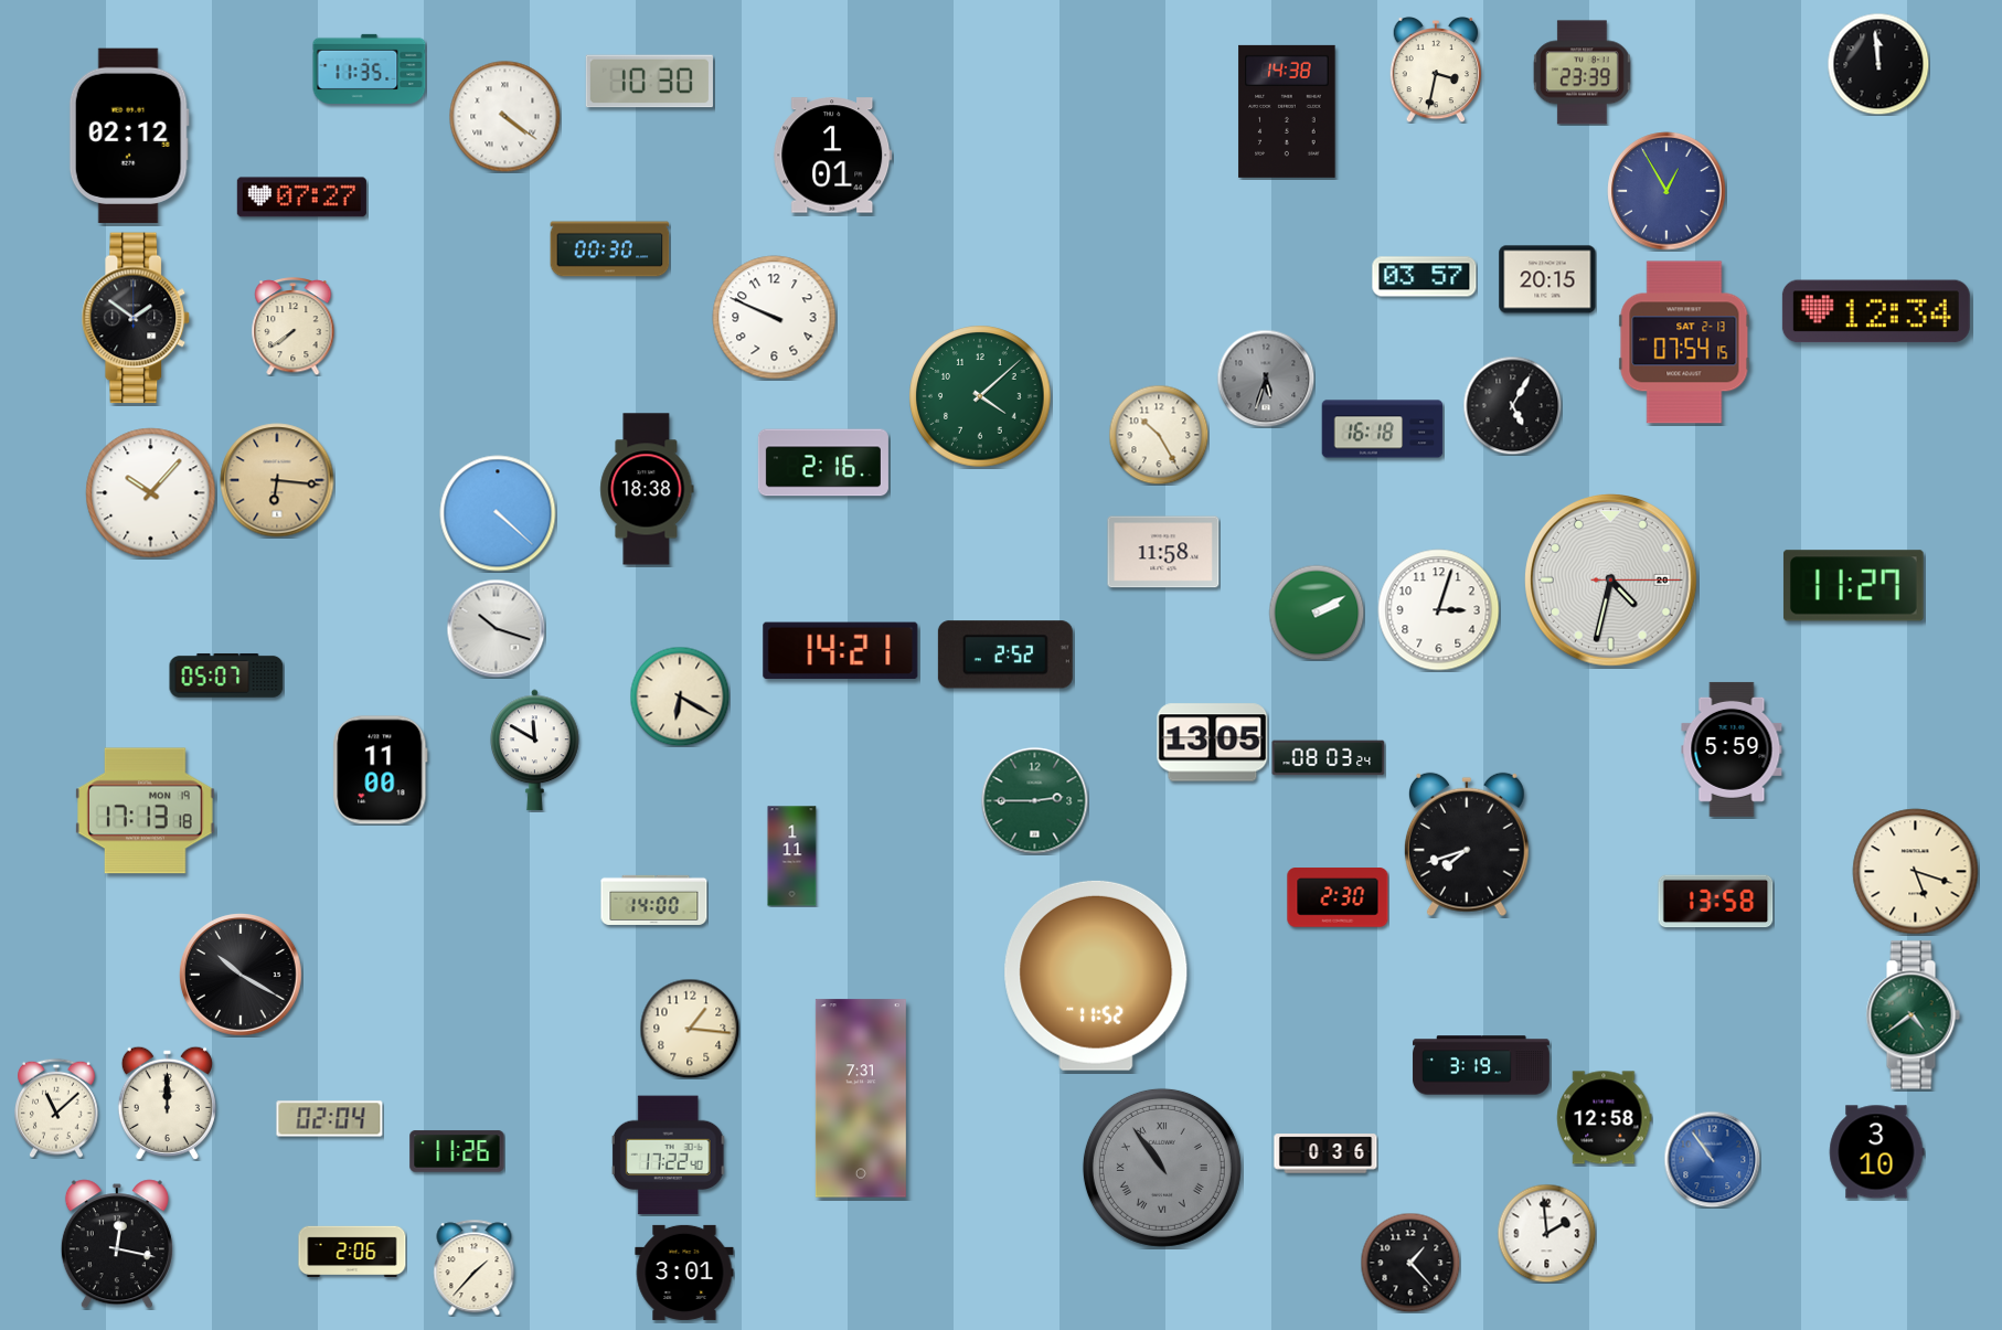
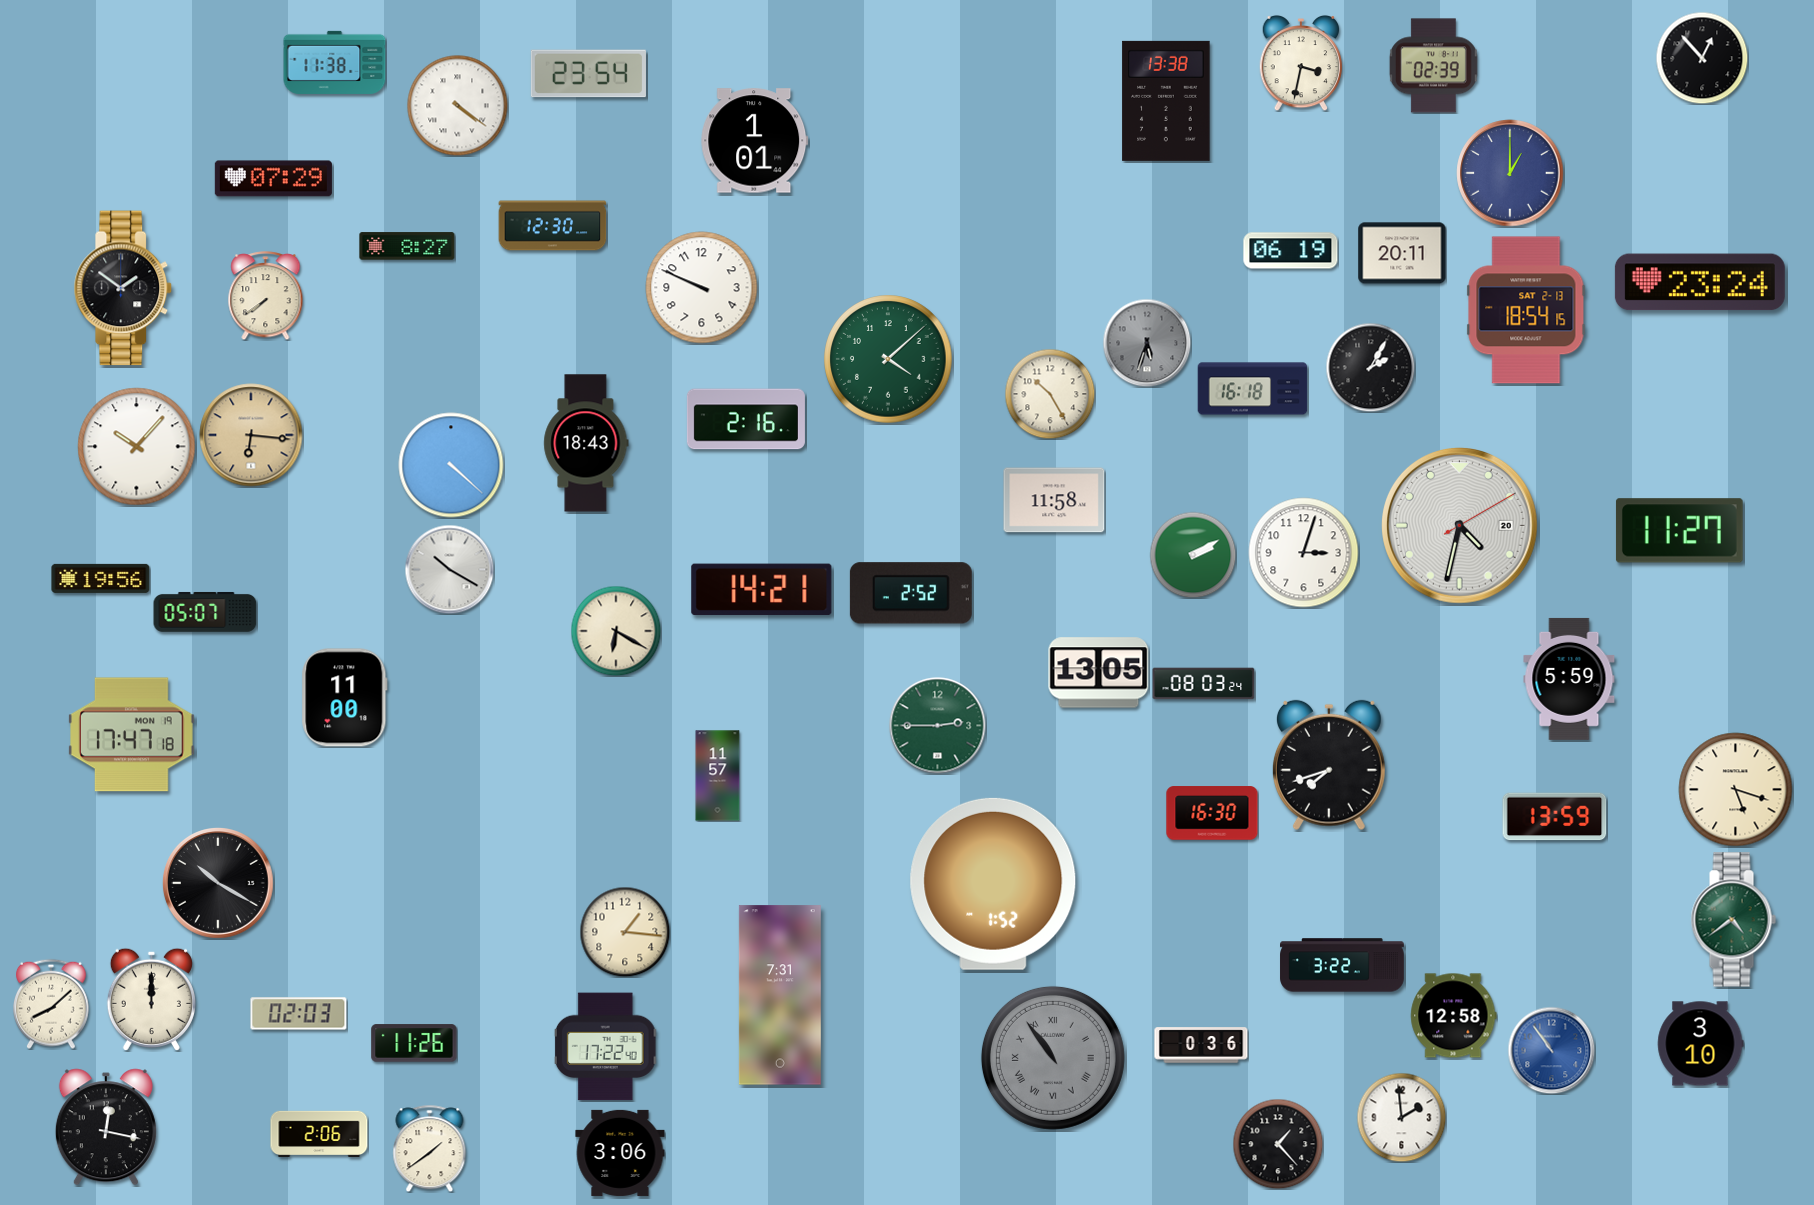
clock at (1878, 64): 11:59 -> 12:53
clock at (370, 68): 11:35 -> 11:38
clock at (1582, 73): 23:39 -> 02:39
clock at (649, 82): 10:30 -> 23:54
clock at (1287, 111): 14:38 -> 13:38
clock at (129, 136): 02:12 -> none
clock at (1666, 191): 12:55 -> 1:00
clock at (301, 198): 07:27 -> 07:29
clock at (610, 249): 00:30 -> 12:30
clock at (407, 246): none -> 8:27
clock at (1425, 277): 03:57 -> 06:19
clock at (1547, 279): 20:15 -> 20:11
clock at (1876, 311): 12:34 -> 23:24
clock at (1684, 342): 07:54 -> 18:54
clock at (1512, 405): 5:05 -> 2:05
clock at (647, 489): 18:38 -> 18:43
clock at (1611, 581): 4:32:15 -> 4:32:10
clock at (496, 628): 10:18 -> 10:20
clock at (101, 578): none -> 19:56
clock at (535, 751): 11:50 -> none
clock at (1329, 758) position: (1329, 758) -> (1204, 684)
clock at (146, 811): 17:13 -> 17:47
clock at (792, 856): 1:11 -> 11:57
clock at (1338, 897): 2:30 -> 16:30
clock at (654, 900): 14:00 -> none
clock at (1716, 902): 13:58 -> 13:59
clock at (1096, 976): 11:52 -> 1:52
clock at (1481, 1065): 3:19 -> 3:22
clock at (57, 1108): 11:08 -> 8:08
clock at (1605, 1118) position: (1605, 1118) -> (1454, 1016)
clock at (330, 1119): 02:04 -> 02:03
clock at (475, 1267): 1:37 -> 1:39
clock at (684, 1273): 3:01 -> 3:06
